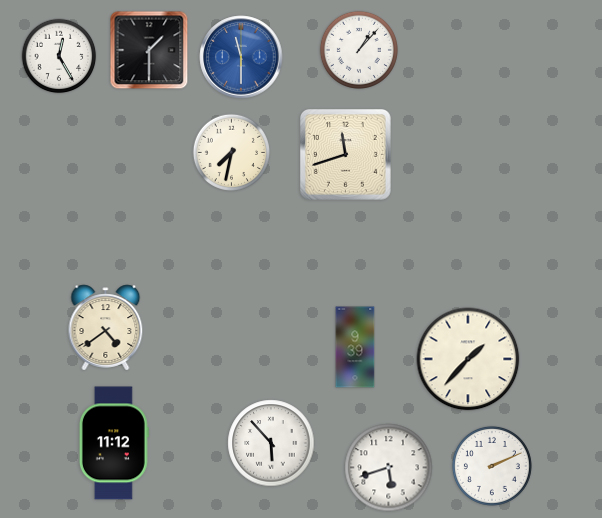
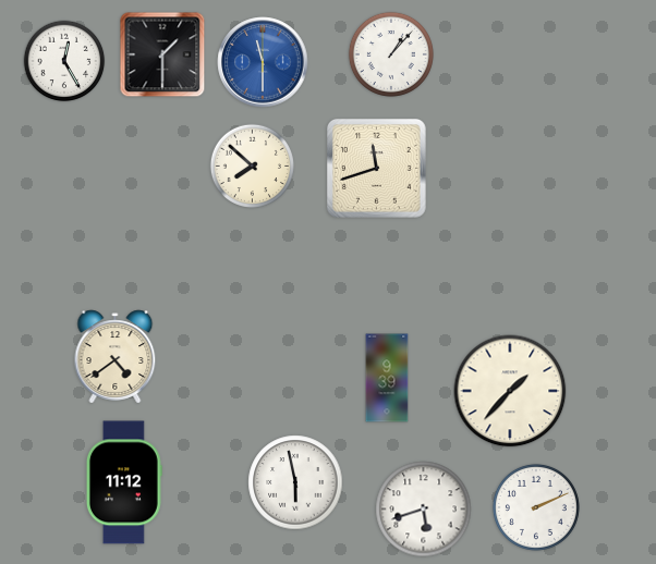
clock at (231, 152): 7:32 -> 7:52
clock at (271, 443): 5:53 -> 5:58
